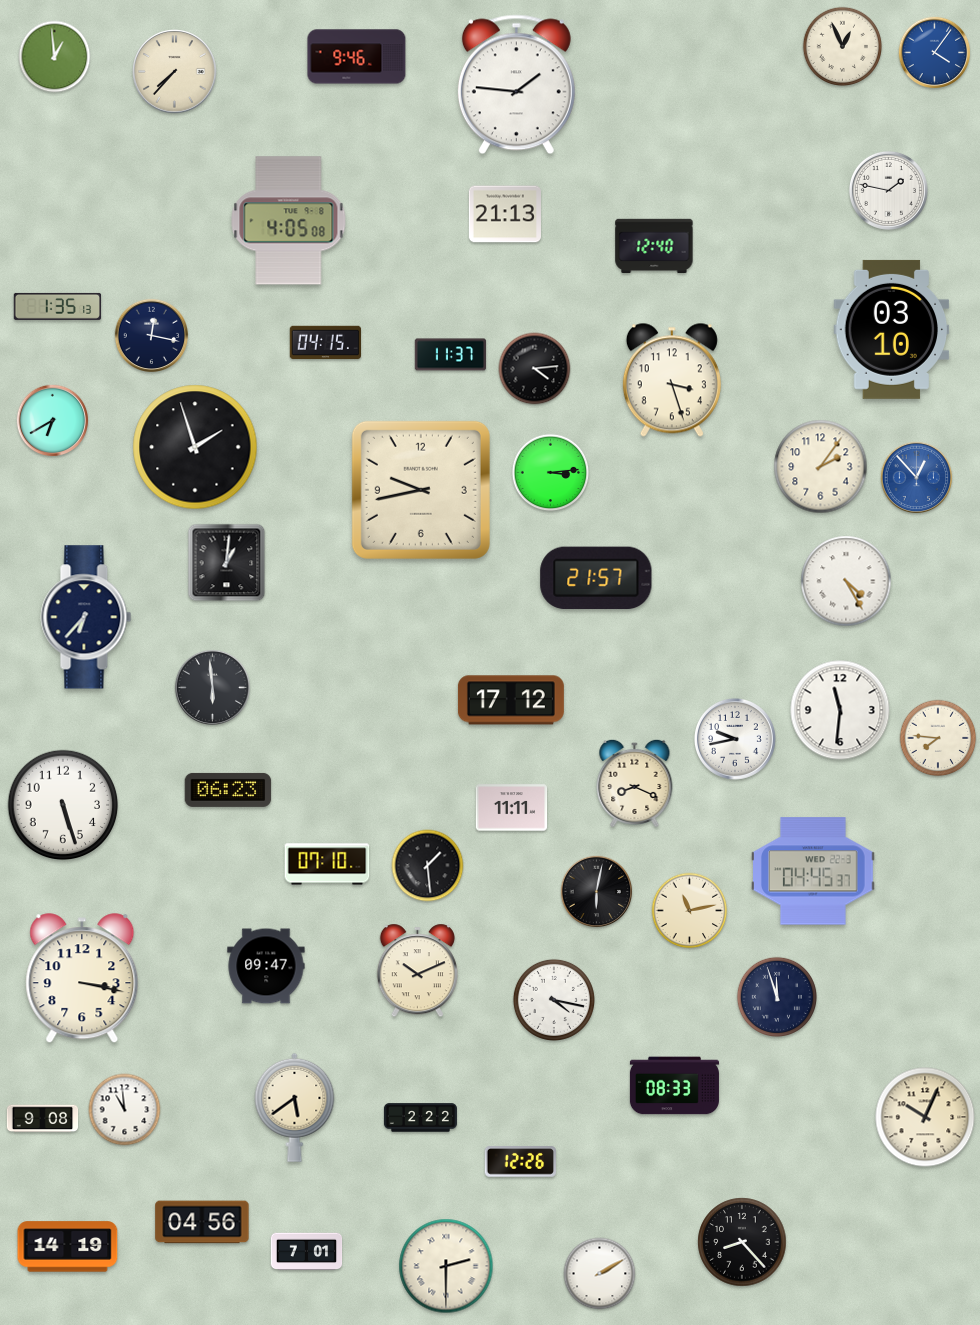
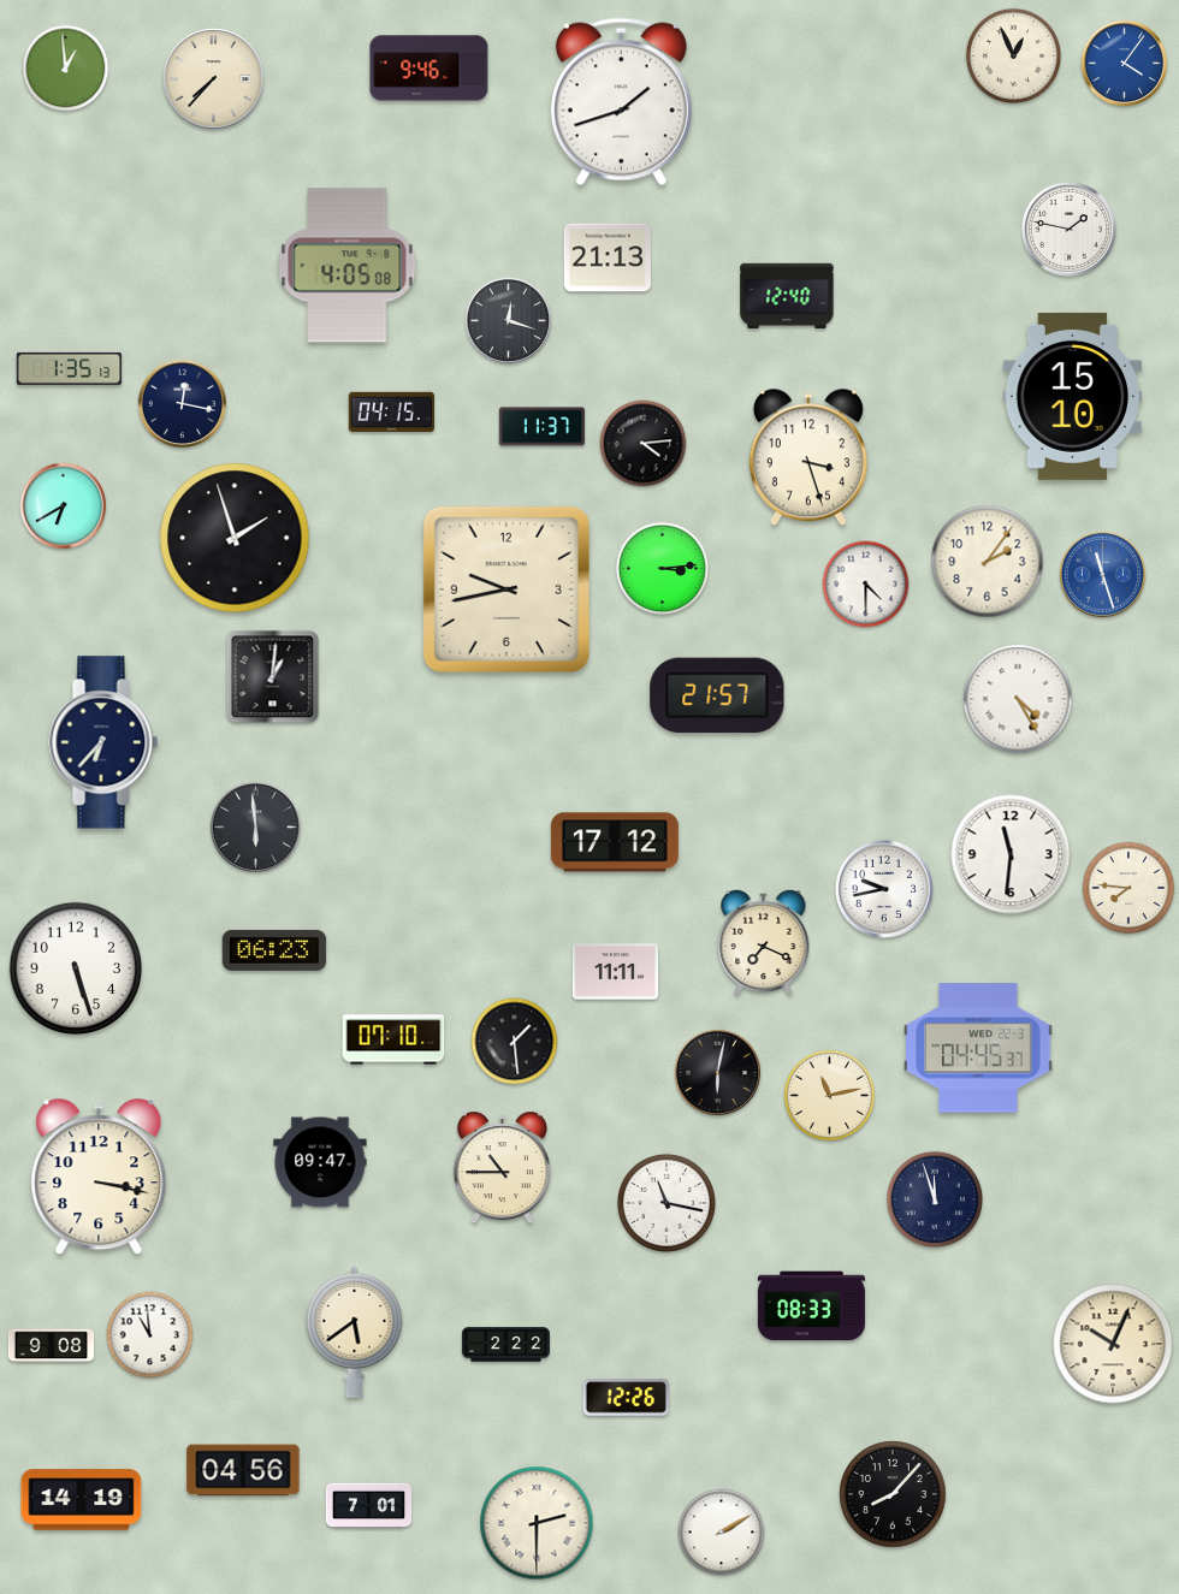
clock at (175, 72) position: (175, 72) -> (214, 79)
clock at (516, 85): 1:46 -> 1:42
clock at (509, 321): none -> 12:18
clock at (892, 329): 03:10 -> 15:10
clock at (917, 478): 12:53 -> 11:27
clock at (866, 585): none -> 4:30
clock at (635, 783): 8:19 -> 7:19
clock at (417, 971): 10:11 -> 10:45
clock at (554, 1000): 4:17 -> 11:17
clock at (742, 1242): 8:23 -> 8:07
